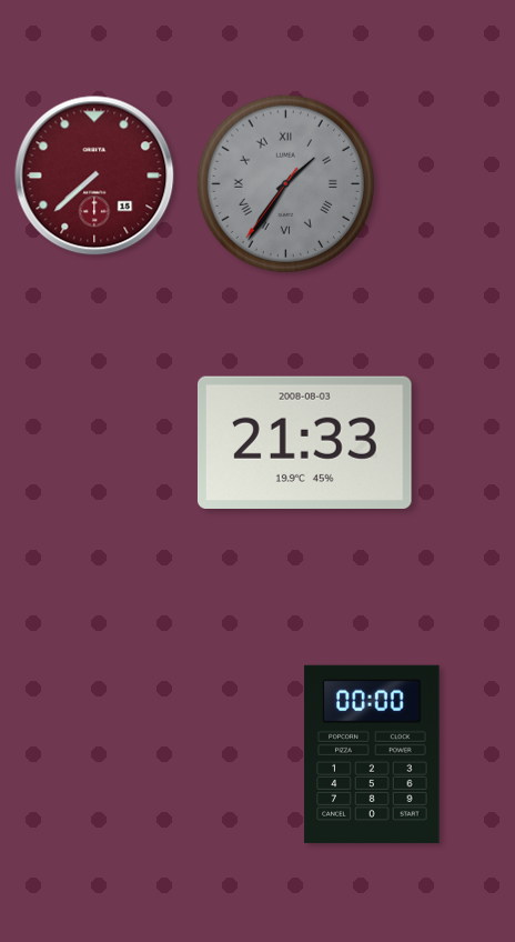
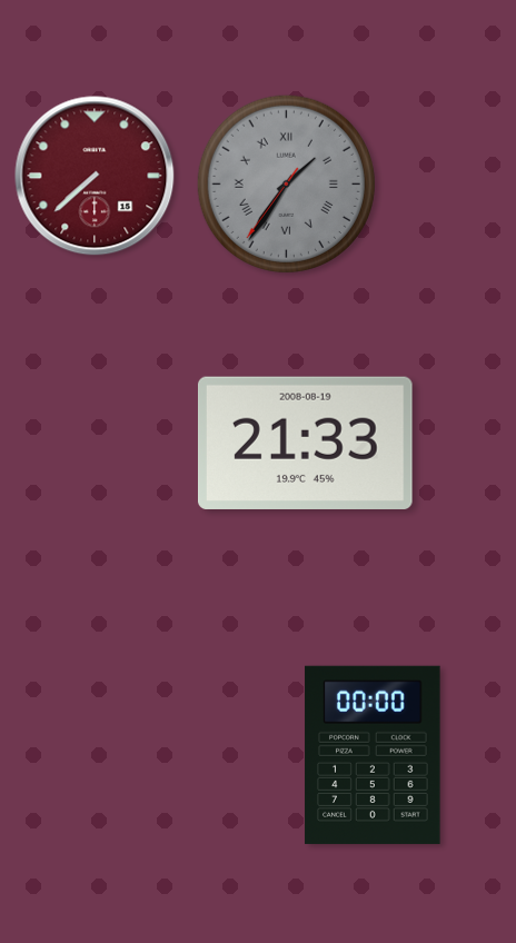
clock at (304, 442) date: 2008-08-03 -> 2008-08-19
